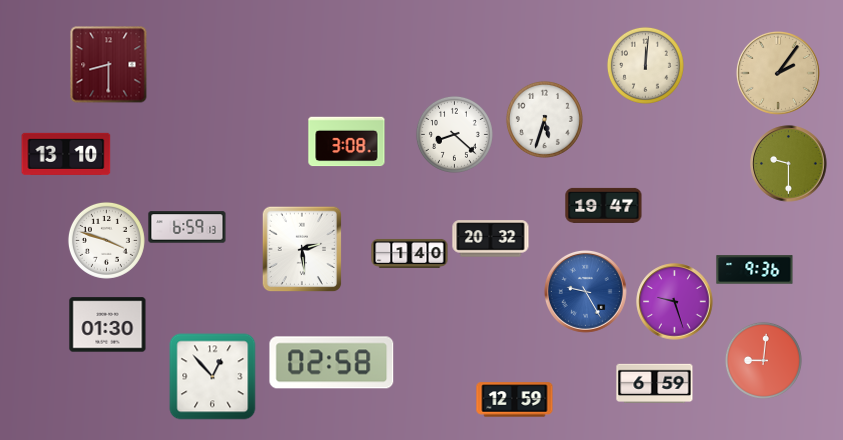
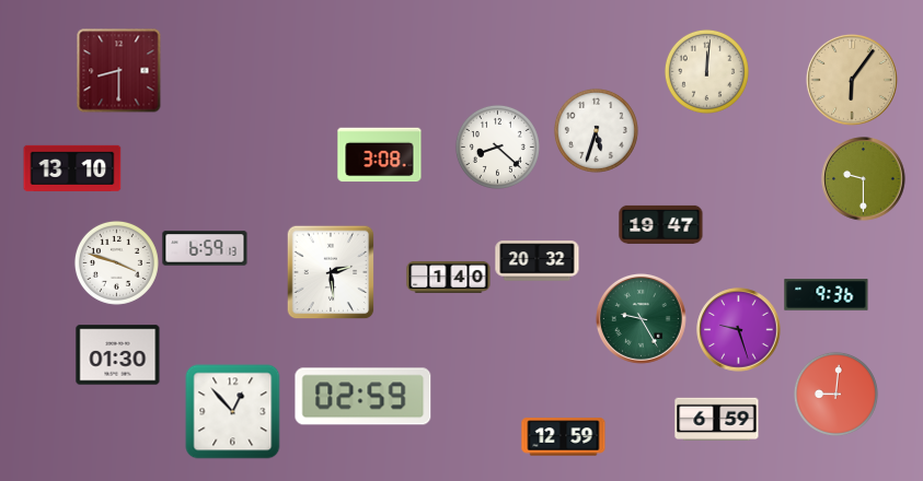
clock at (778, 73): 2:06 -> 6:06
clock at (585, 291) dial: blue -> green
clock at (332, 363): 02:58 -> 02:59
